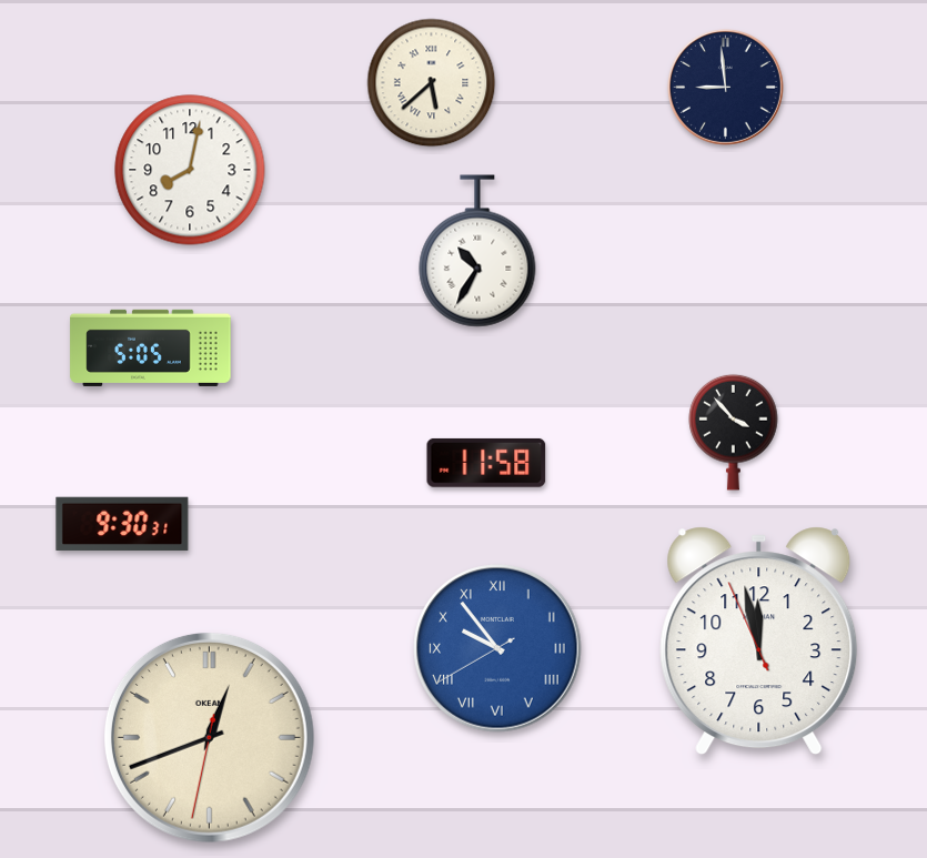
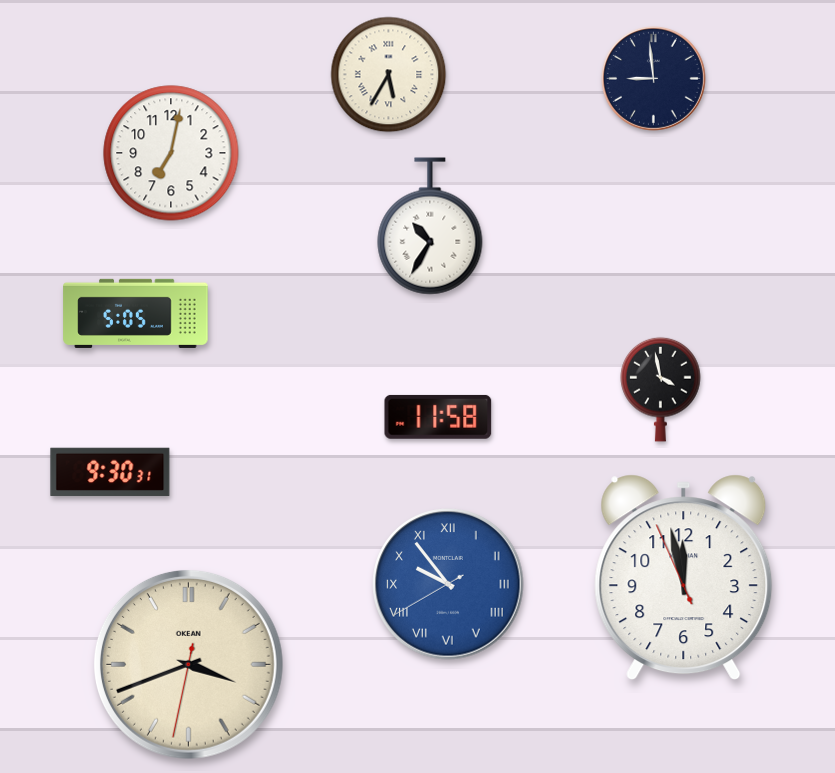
clock at (432, 83): 5:38 -> 5:35
clock at (190, 170): 8:02 -> 7:02
clock at (734, 432): 3:53 -> 3:58
clock at (209, 737): 12:41 -> 3:41
